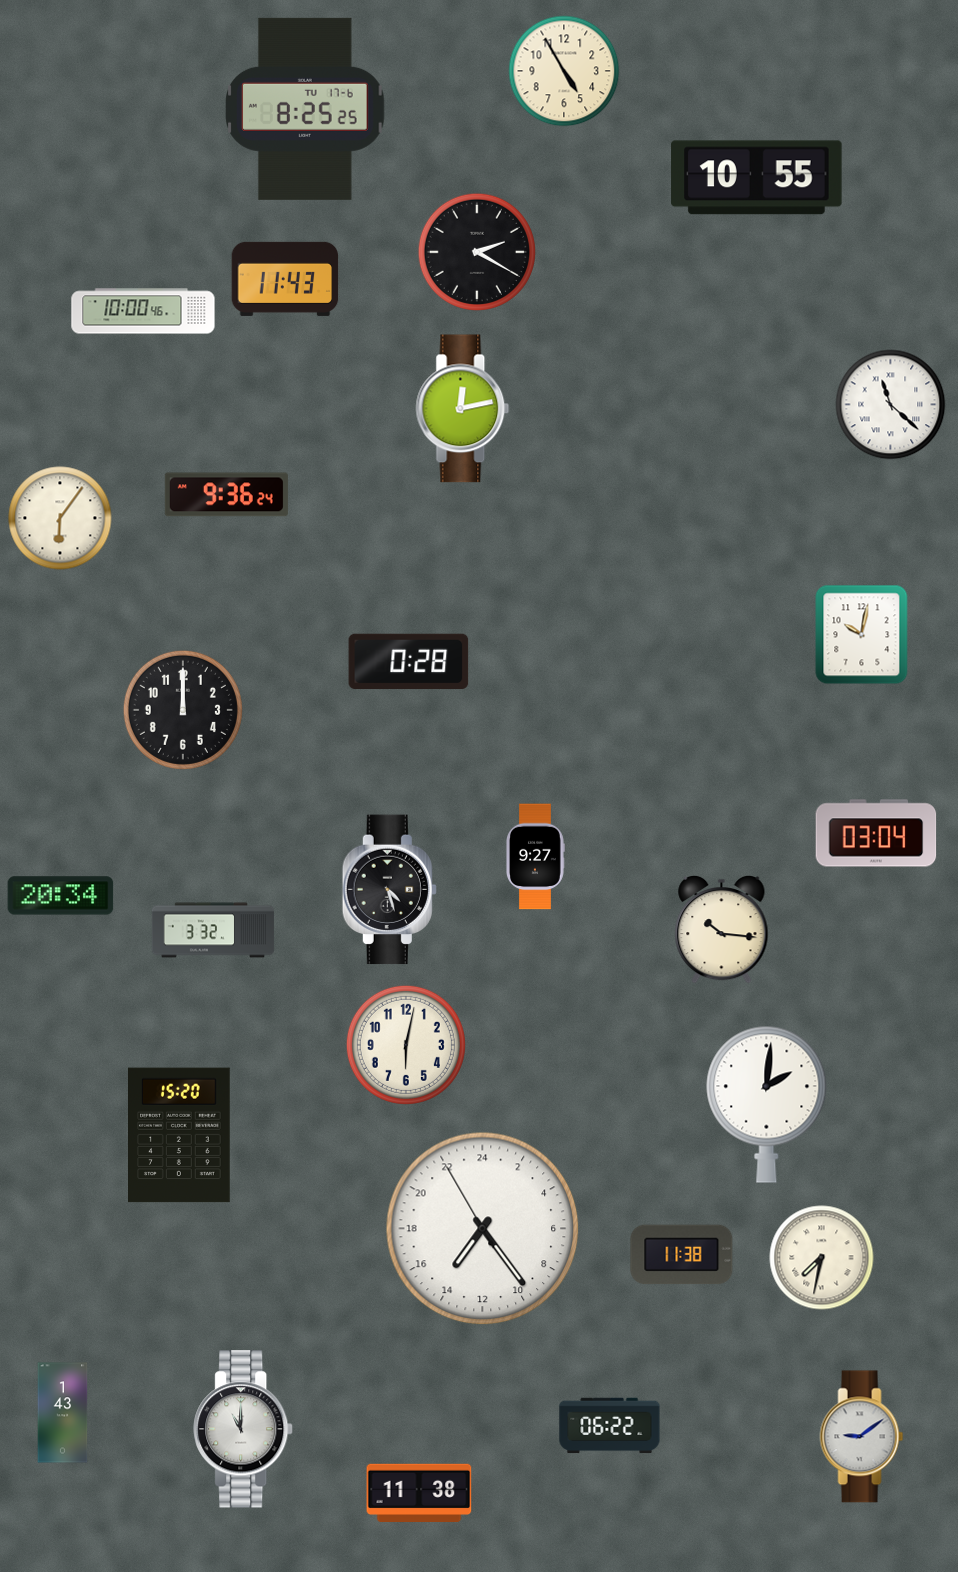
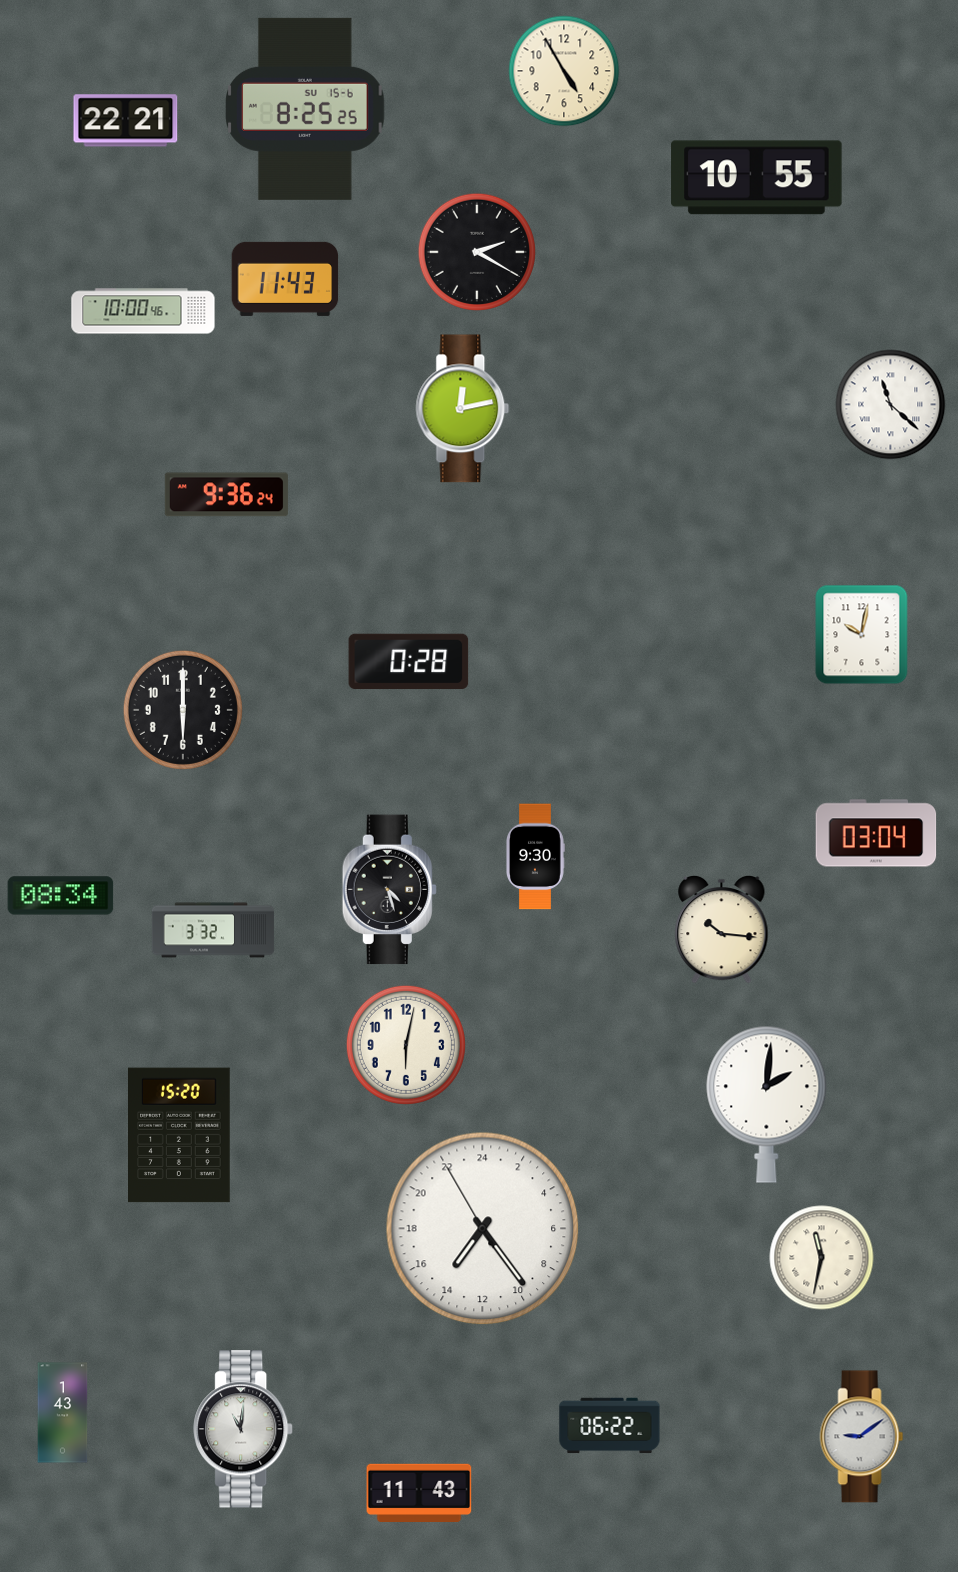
clock at (306, 109) date: TU 17-6 -> SU 15-6
clock at (126, 121): none -> 22:21
clock at (60, 518): 6:06 -> none
clock at (183, 710): 12:00 -> 6:00
clock at (536, 857): 9:27 -> 9:30
clock at (61, 896): 20:34 -> 08:34
clock at (682, 1255): 11:38 -> none
clock at (822, 1258): 7:32 -> 11:32
clock at (244, 1429): 11:00 -> 11:01
clock at (419, 1493): 11:38 -> 11:43
